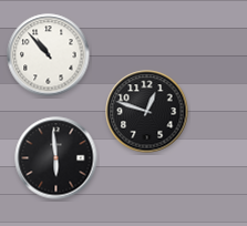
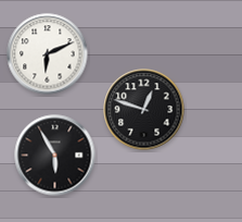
clock at (49, 55): 10:53 -> 6:11
clock at (56, 158): 5:59 -> 5:55
